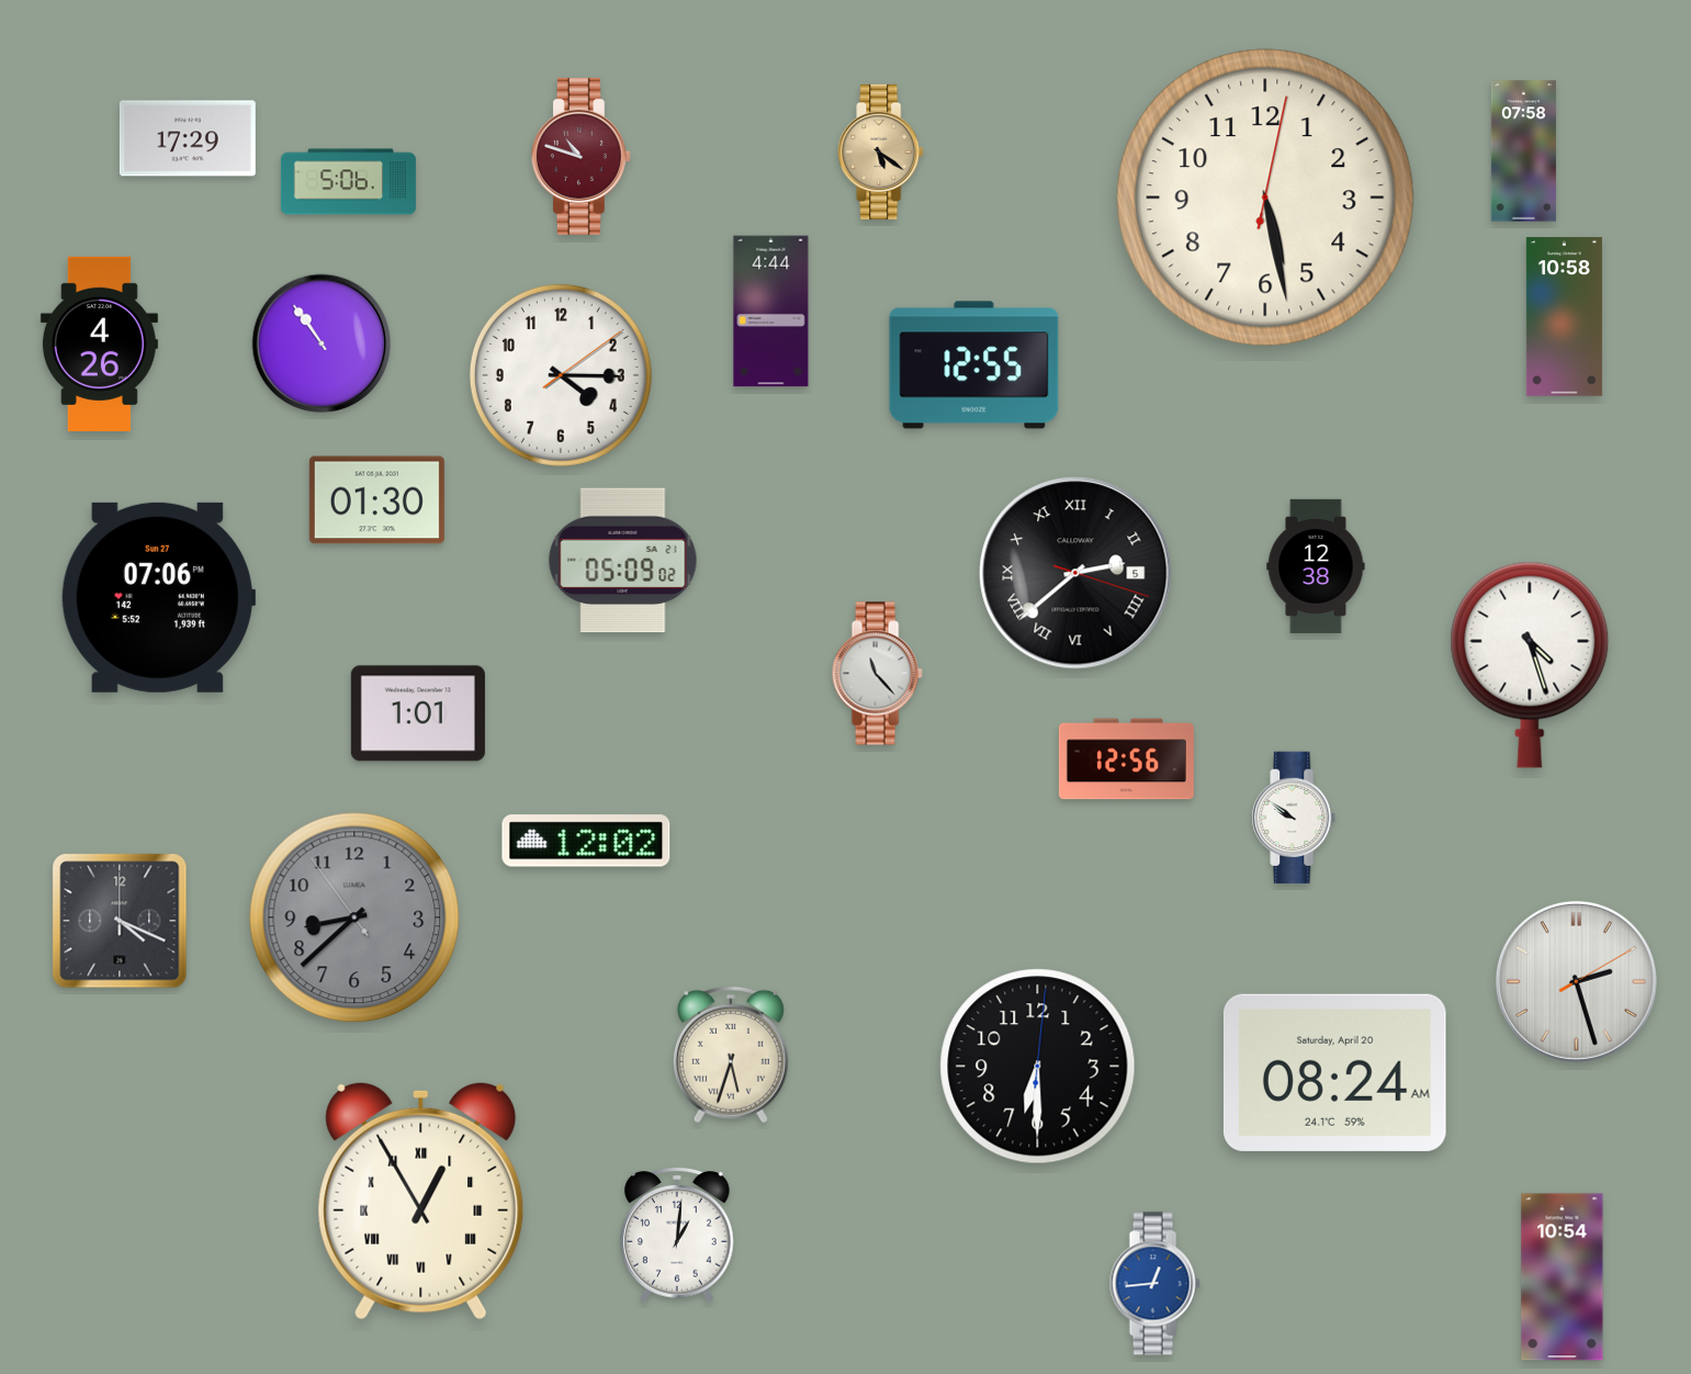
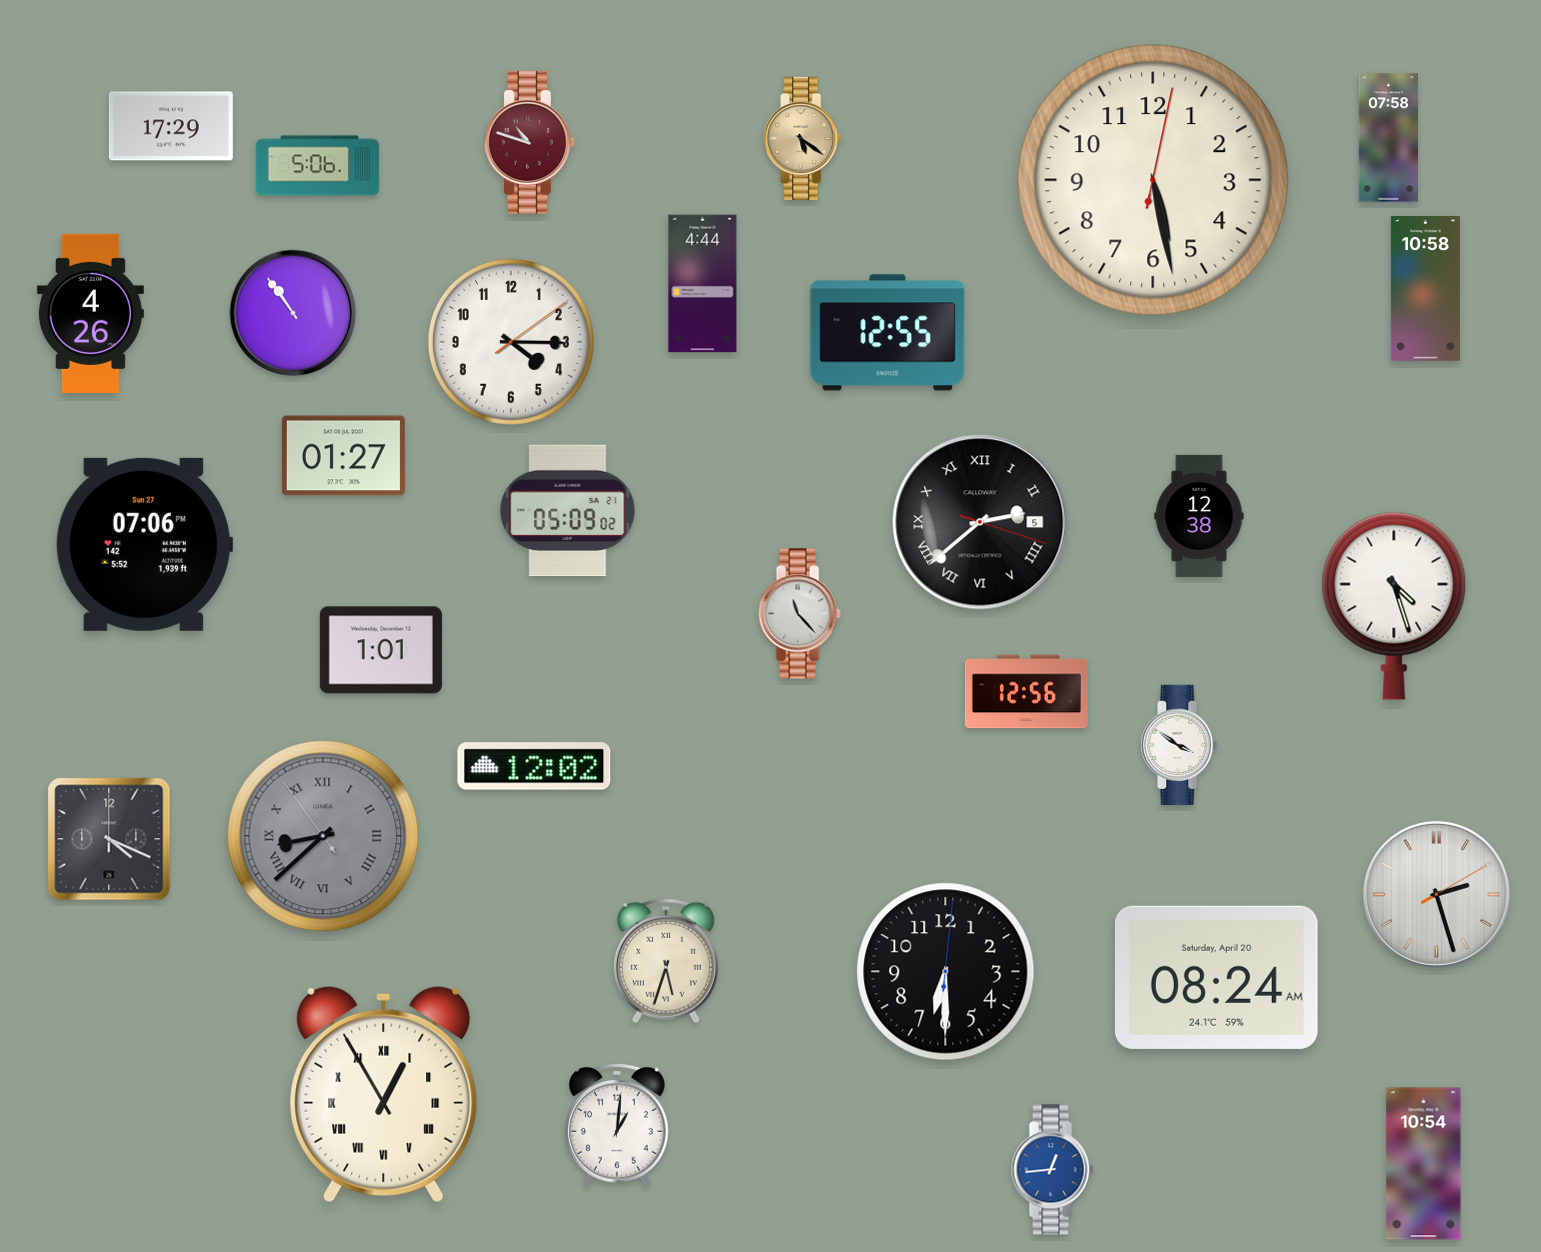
clock at (376, 500): 01:30 -> 01:27
clock at (1294, 818): 9:51 -> 3:51
clock at (354, 917) numerals: Arabic -> Roman
